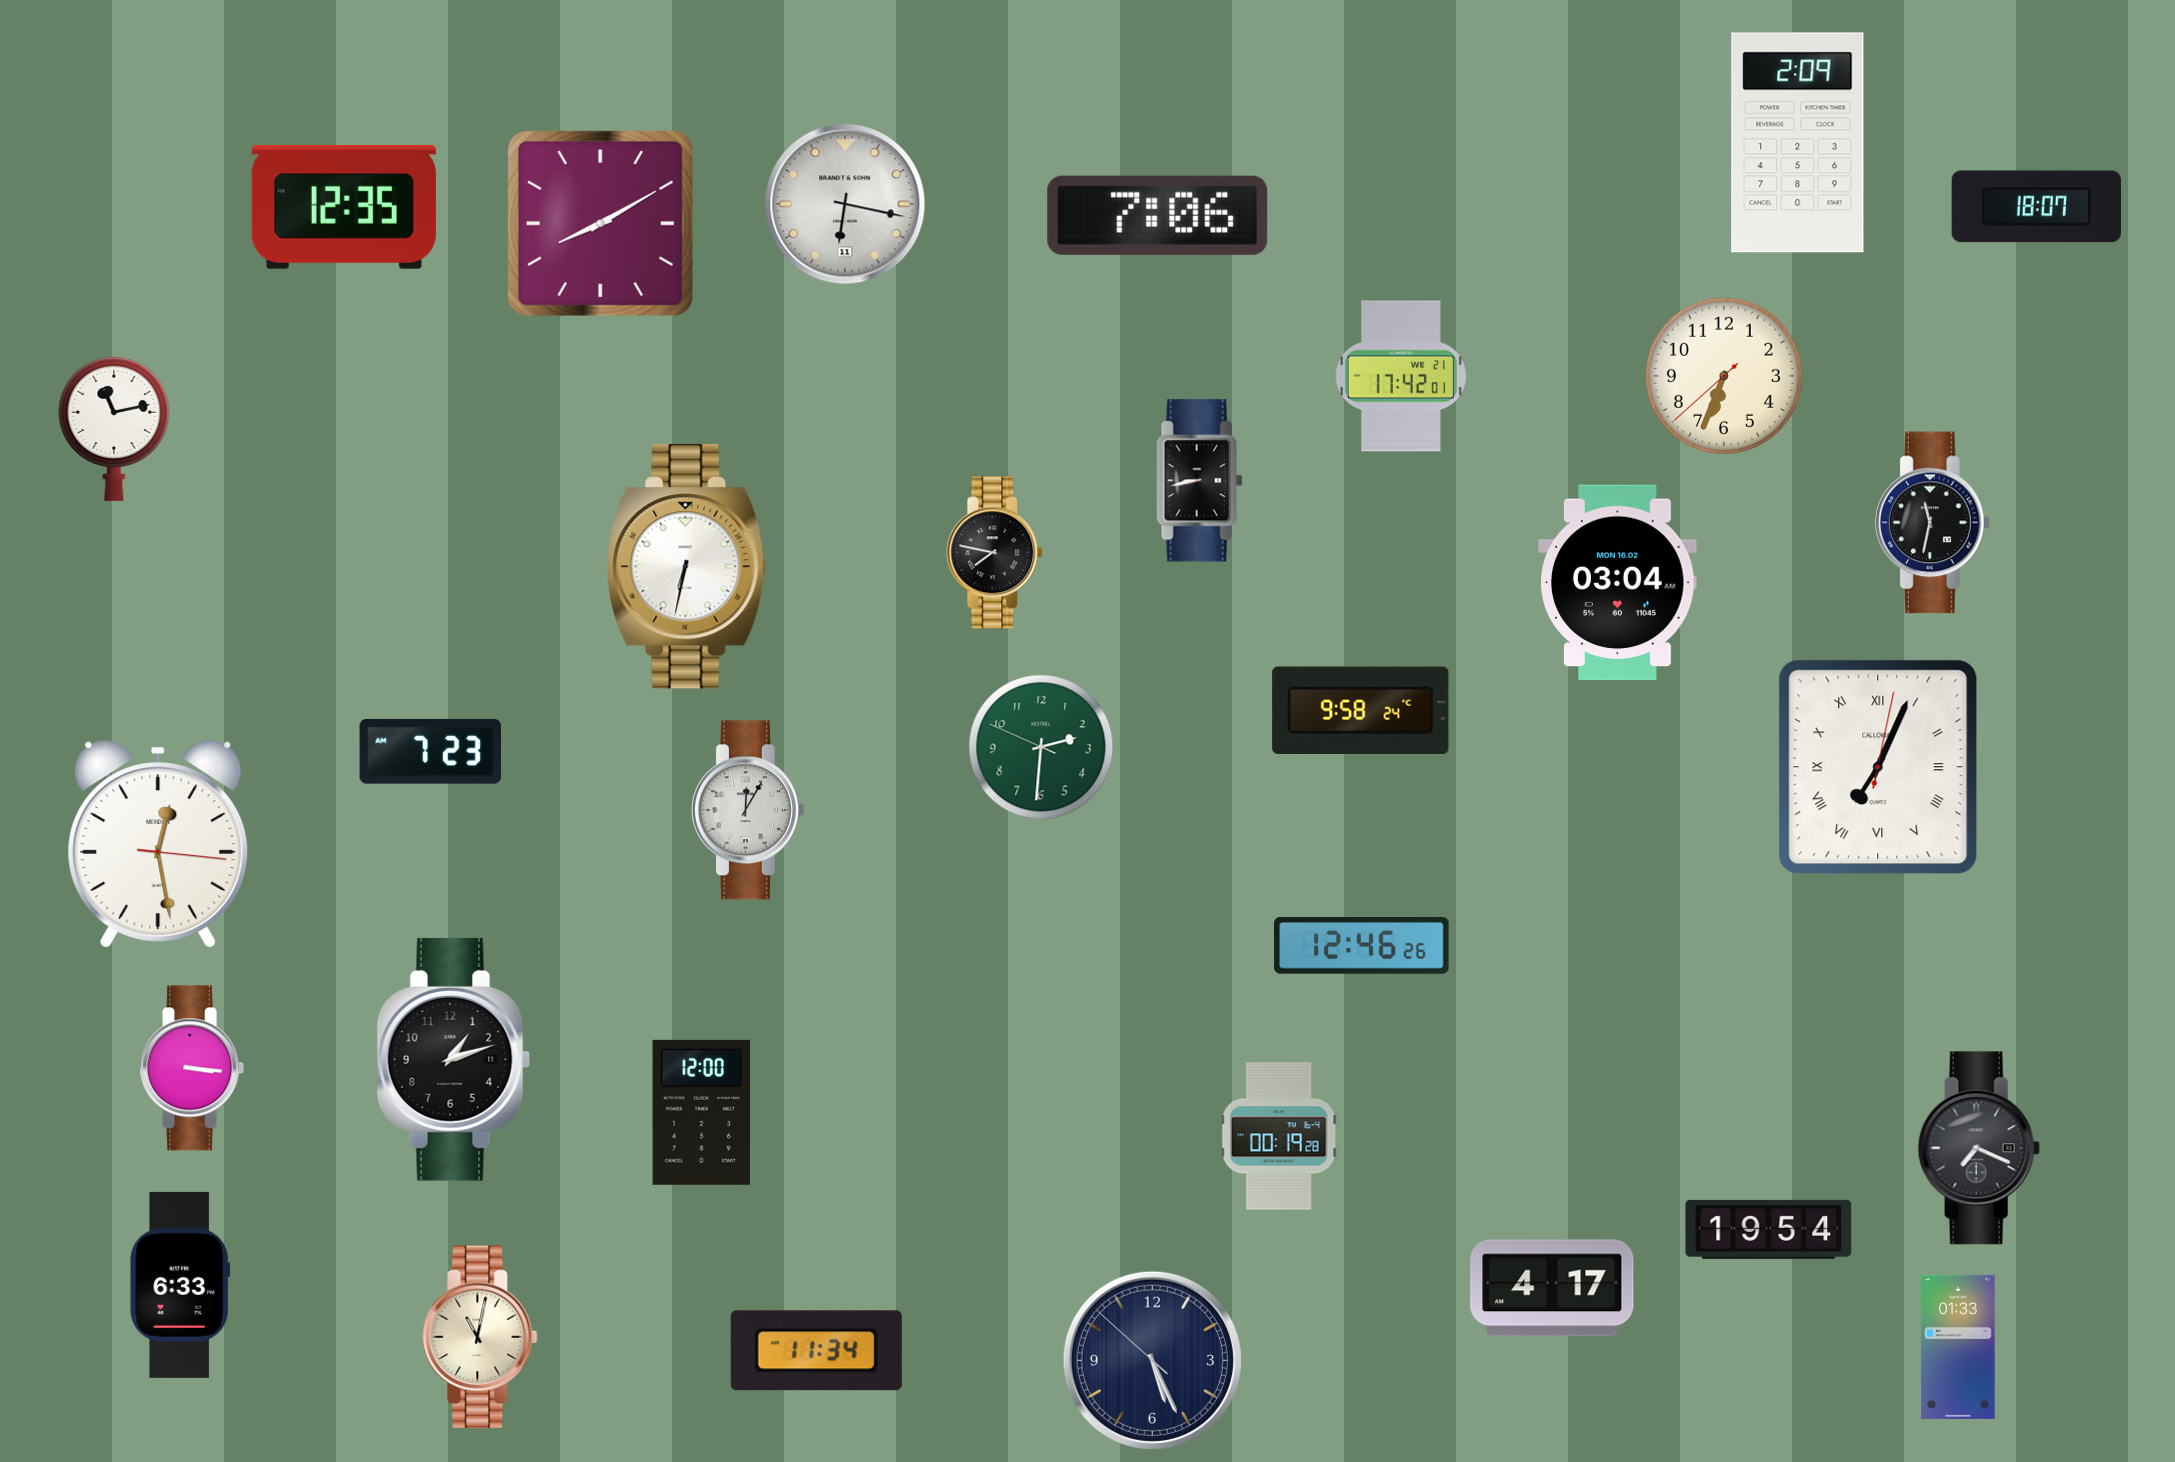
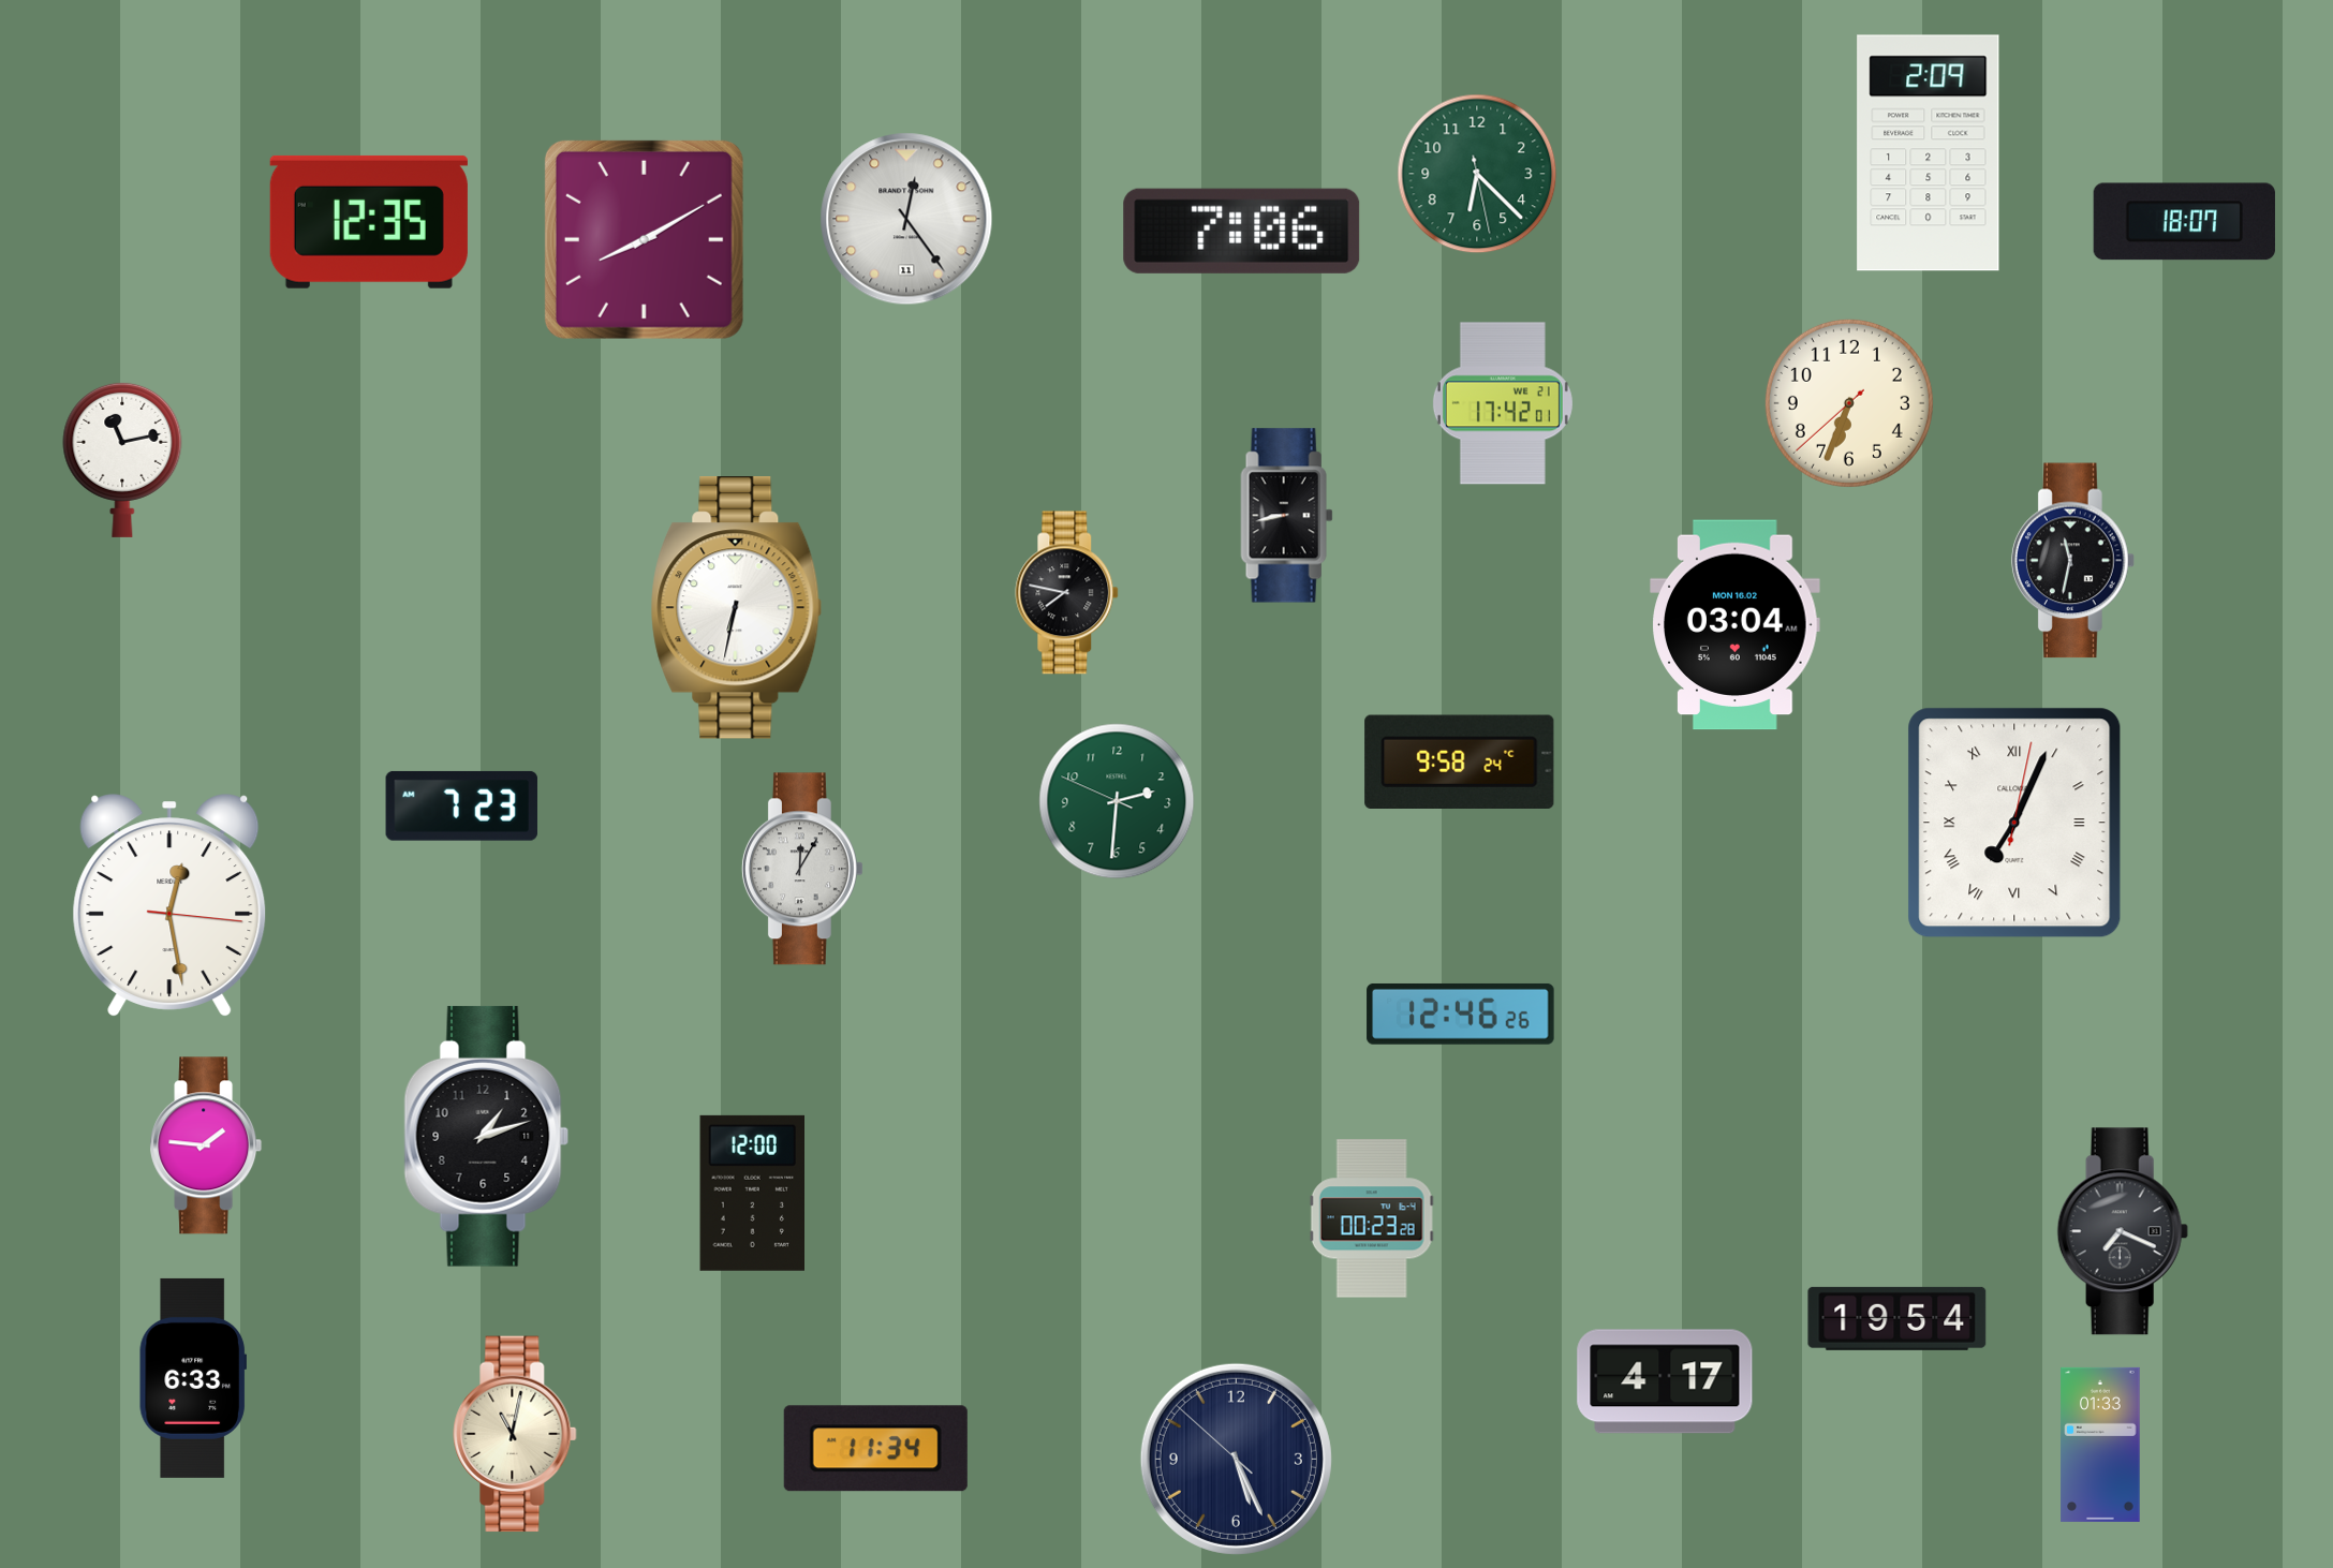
clock at (1477, 174): none -> 6:22
clock at (845, 204): 6:17 -> 12:24
clock at (192, 1068): 3:16 -> 1:46
clock at (1279, 1136): 00:19 -> 00:23
